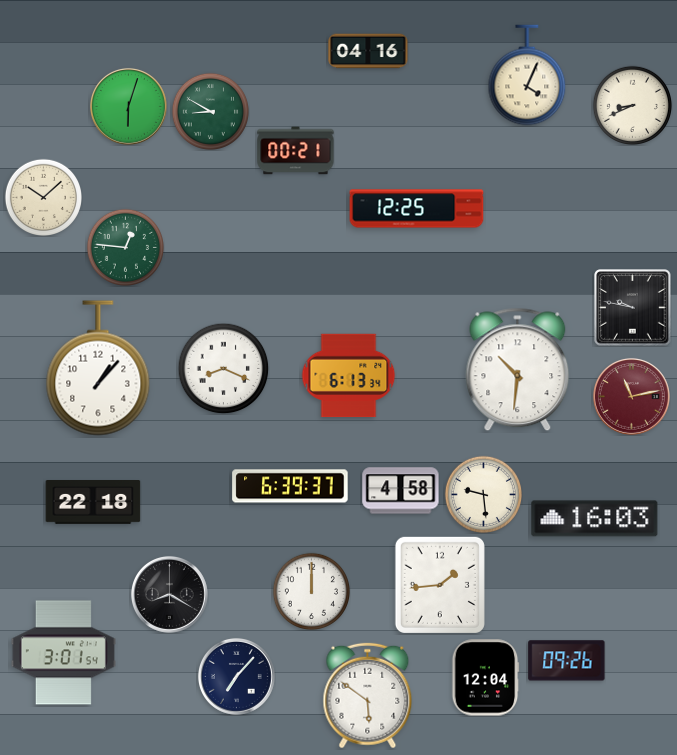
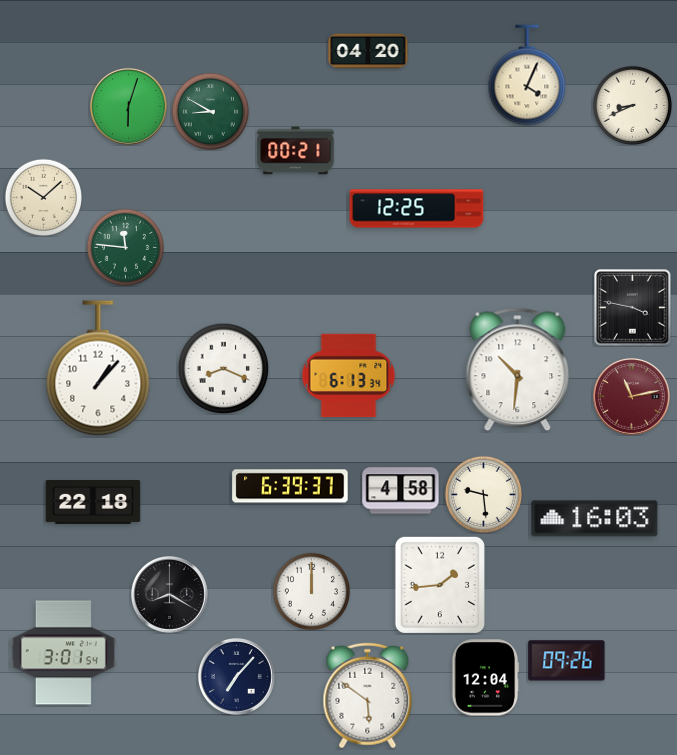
clock at (368, 51): 04:16 -> 04:20
clock at (125, 247): 12:46 -> 11:46
clock at (633, 308): 9:47 -> 3:47
